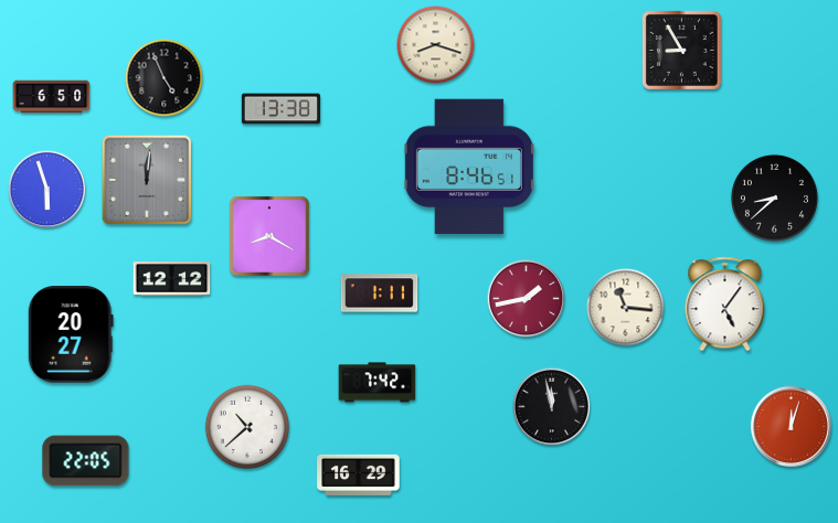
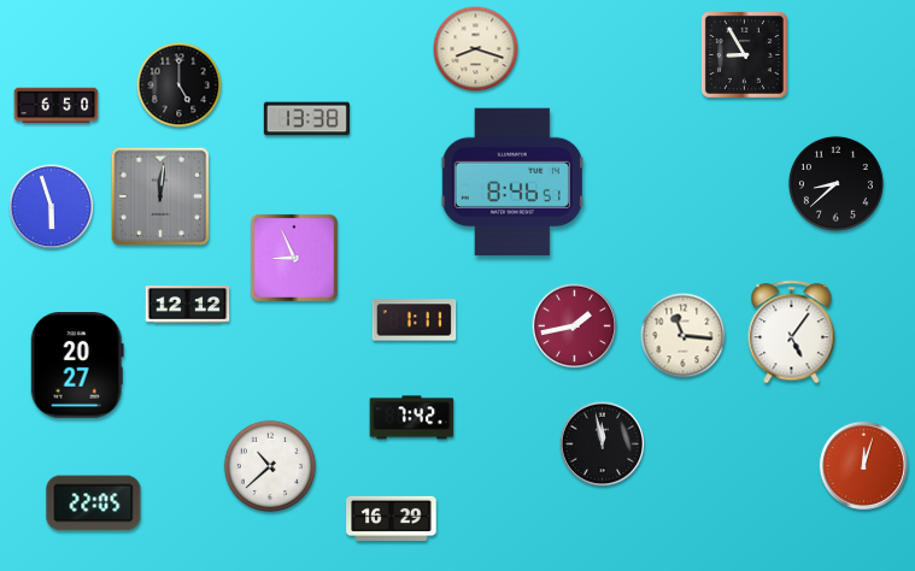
clock at (165, 78): 4:56 -> 5:00
clock at (774, 198) position: (774, 198) -> (835, 183)
clock at (269, 236): 8:20 -> 8:56
